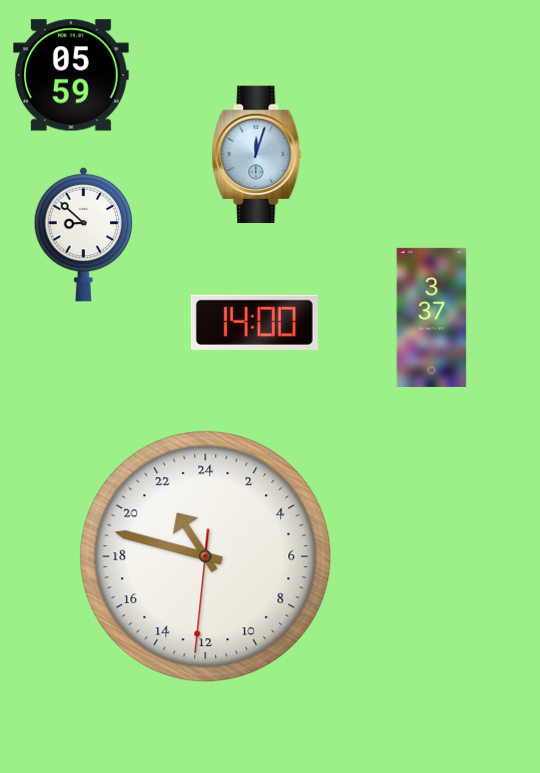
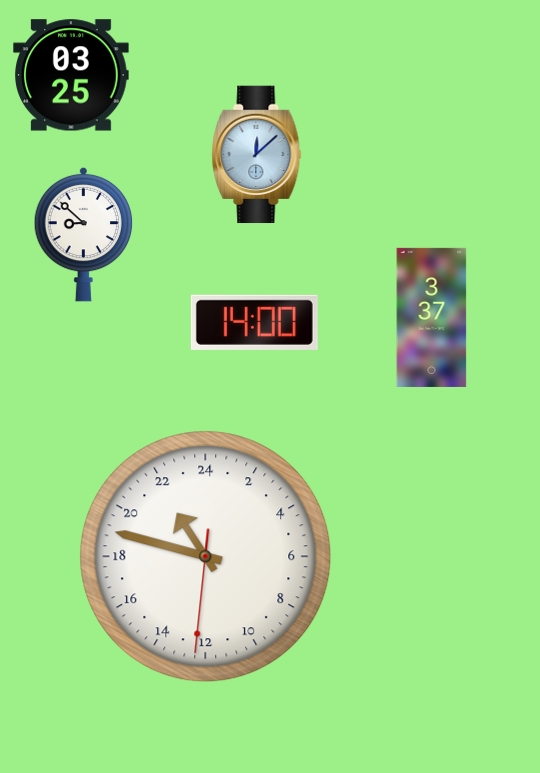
clock at (71, 75): 05:59 -> 03:25
clock at (257, 155): 12:03 -> 12:08
